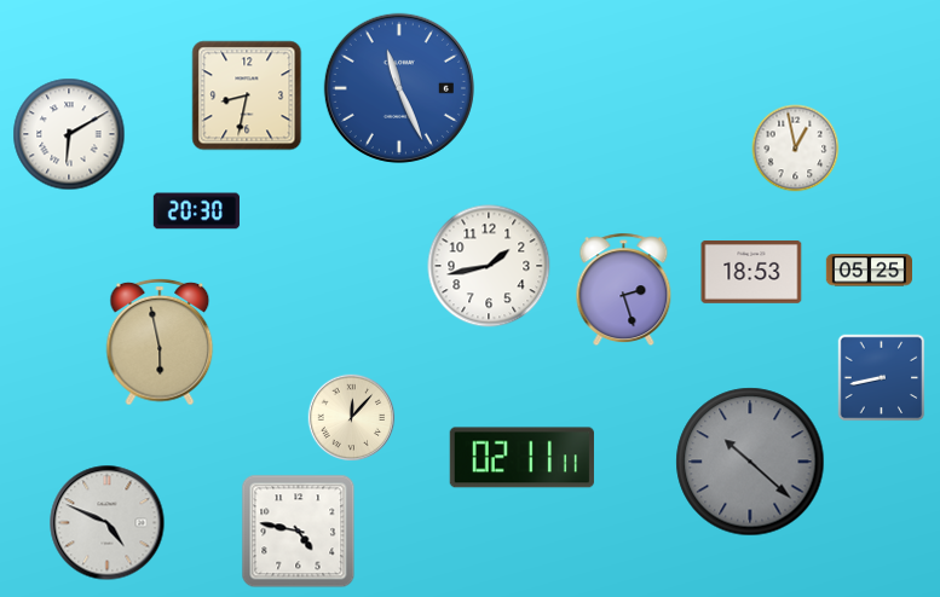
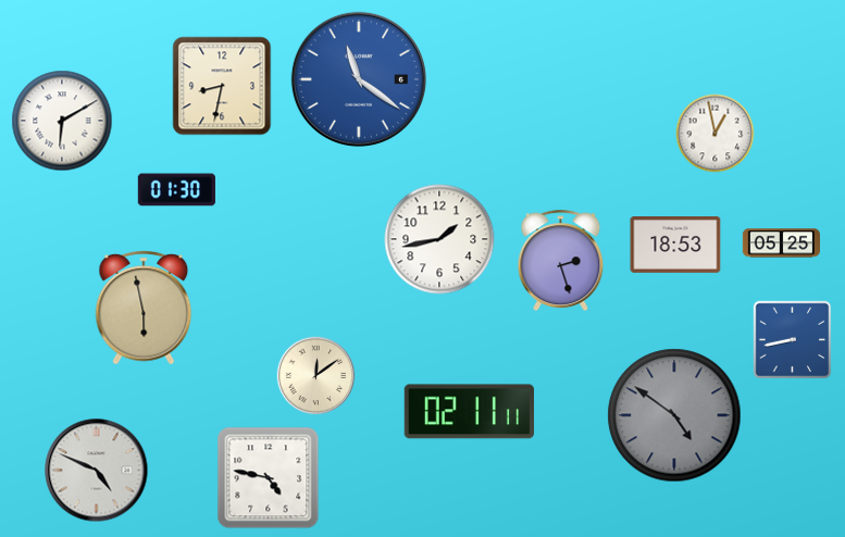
clock at (399, 88): 11:26 -> 11:21
clock at (196, 211): 20:30 -> 01:30
clock at (352, 418): 12:07 -> 12:09
clock at (750, 462): 10:22 -> 4:51
